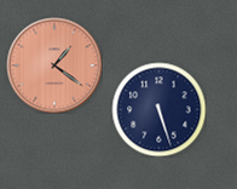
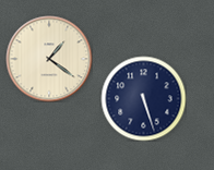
clock at (54, 65) dial: salmon -> cream
